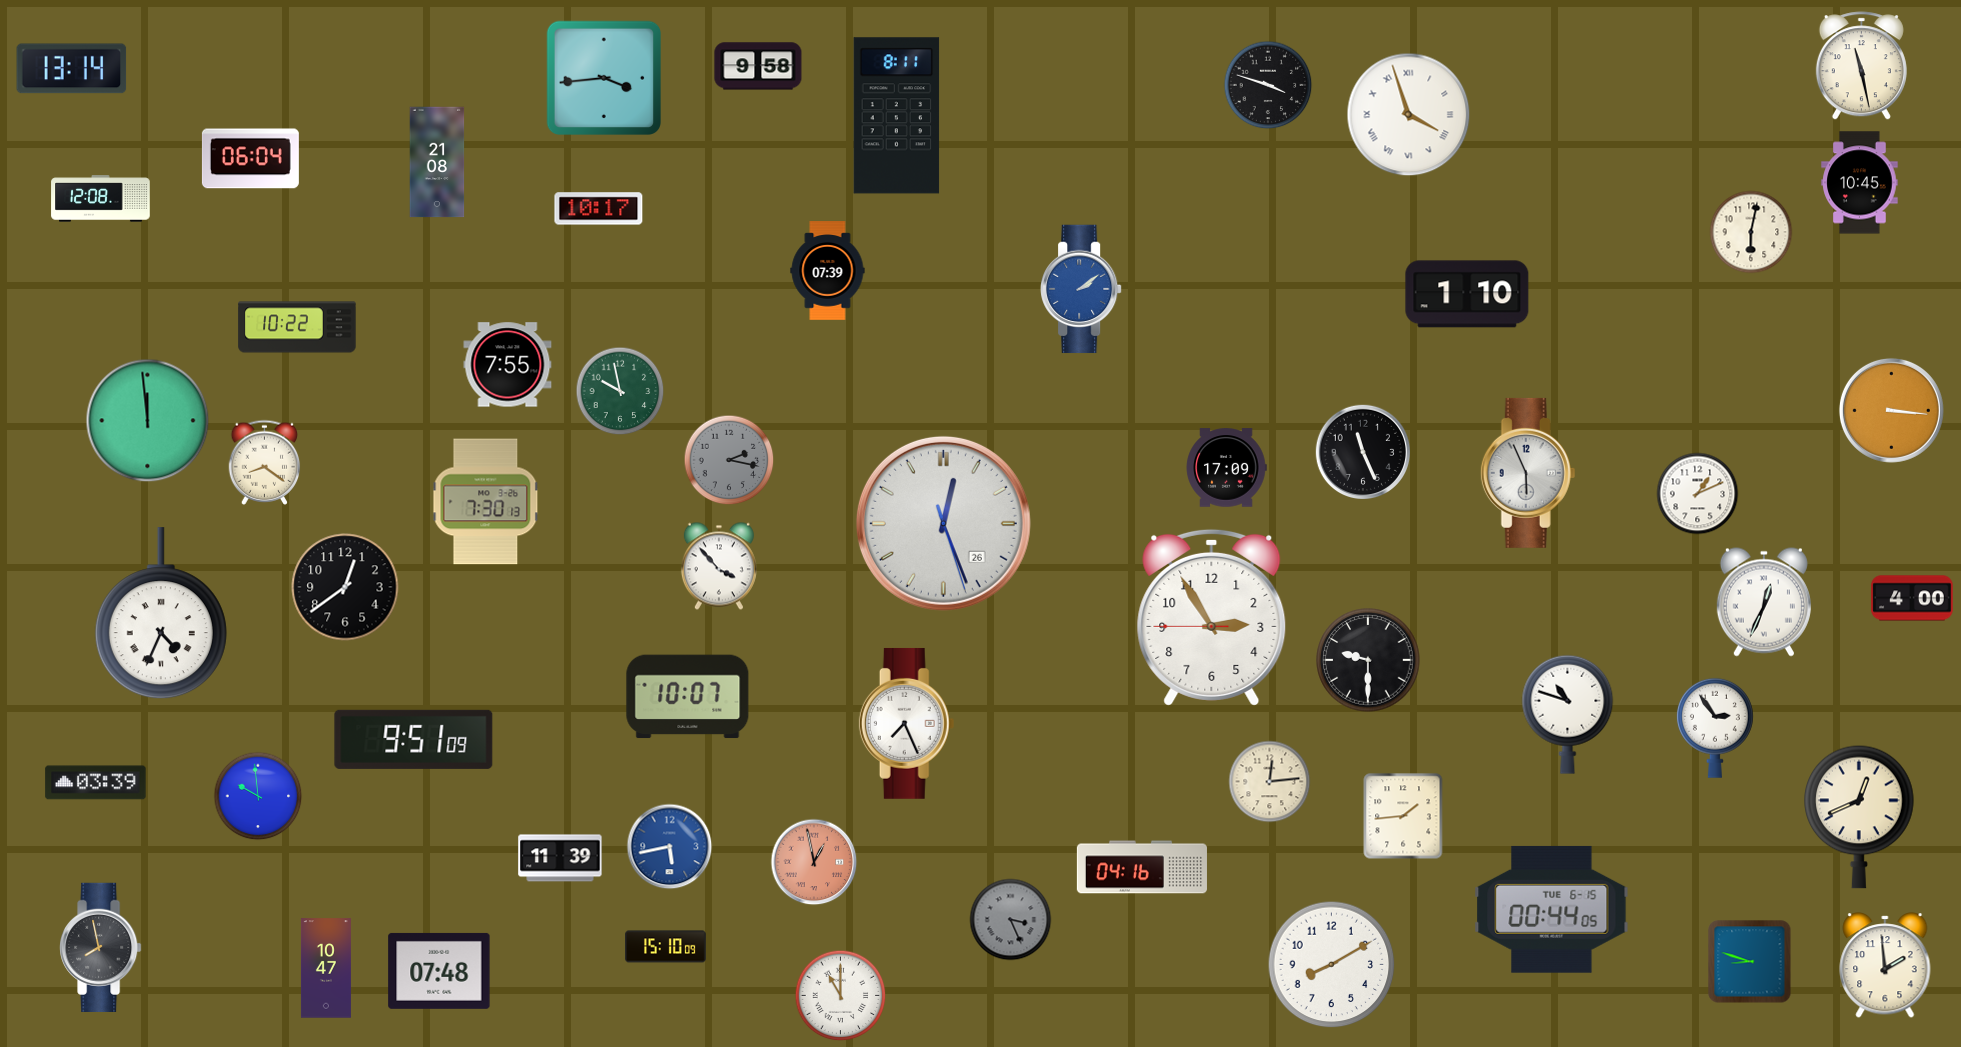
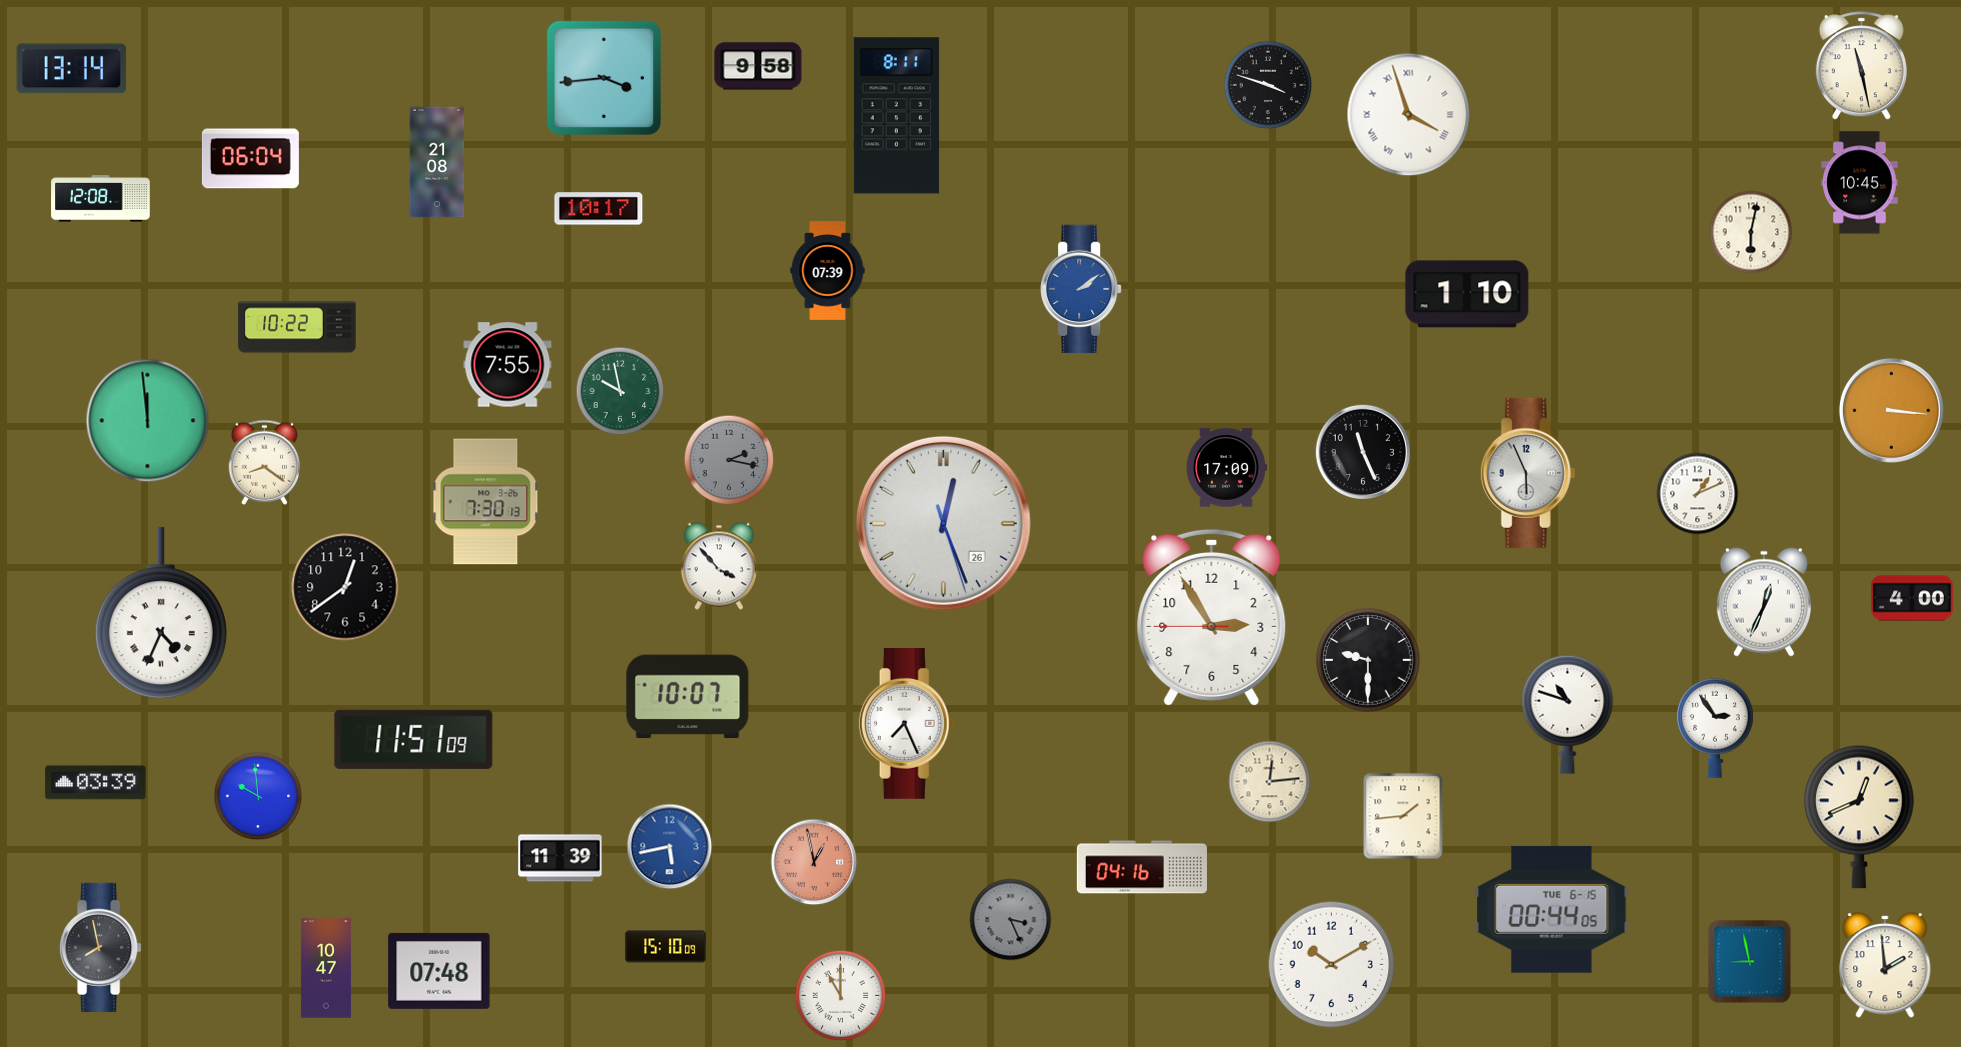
clock at (414, 739): 9:51 -> 11:51
clock at (1750, 962): 8:48 -> 8:58
clock at (1332, 965): 8:10 -> 10:10
